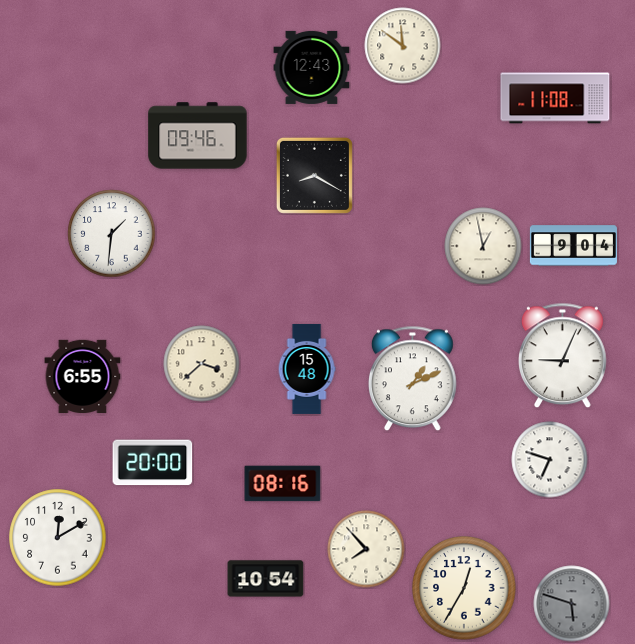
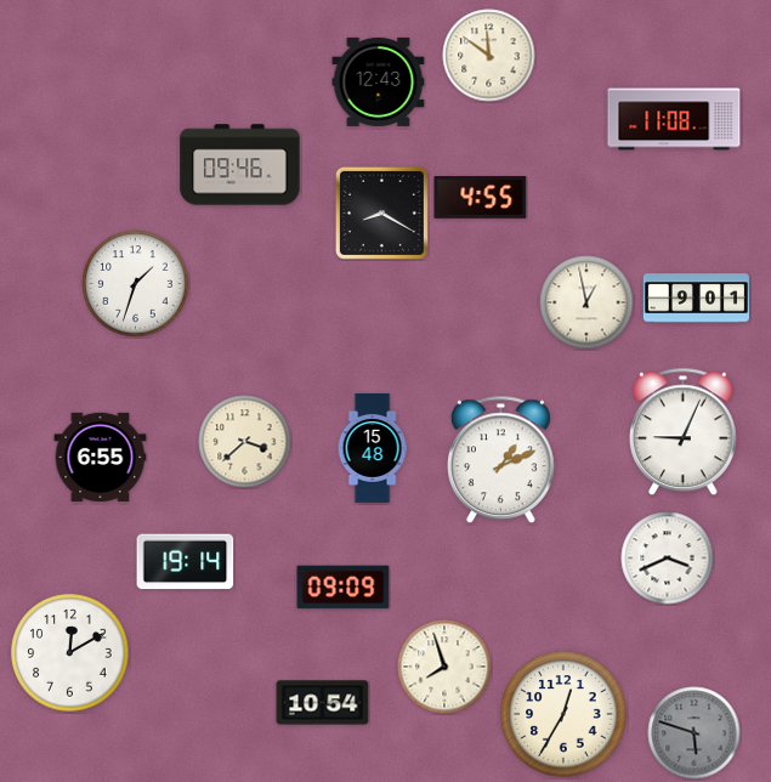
clock at (481, 198): none -> 4:55
clock at (112, 234): 1:31 -> 1:33
clock at (483, 246) position: (483, 246) -> (586, 302)
clock at (573, 246): 9:04 -> 9:01
clock at (550, 460): 6:48 -> 3:41
clock at (153, 463): 20:00 -> 19:14
clock at (283, 484): 08:16 -> 09:09
clock at (366, 549): 7:53 -> 7:57
